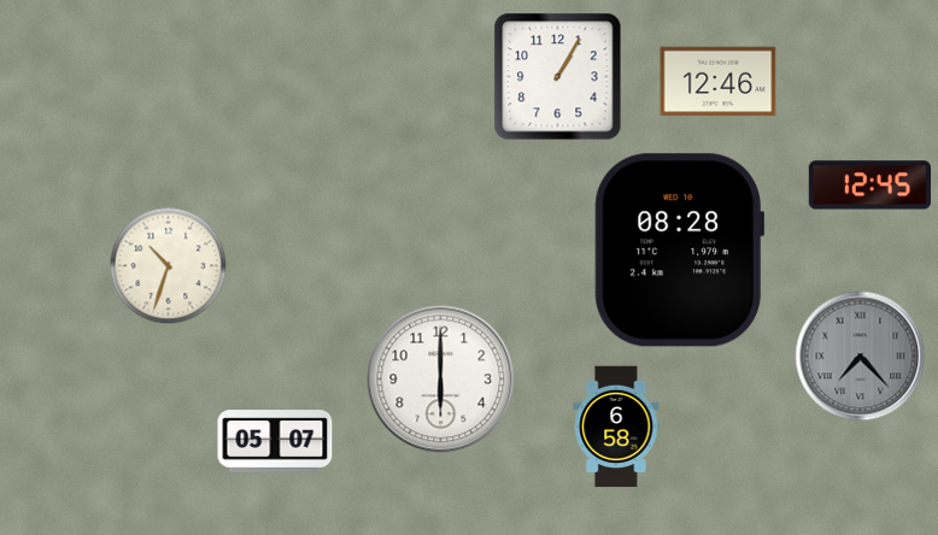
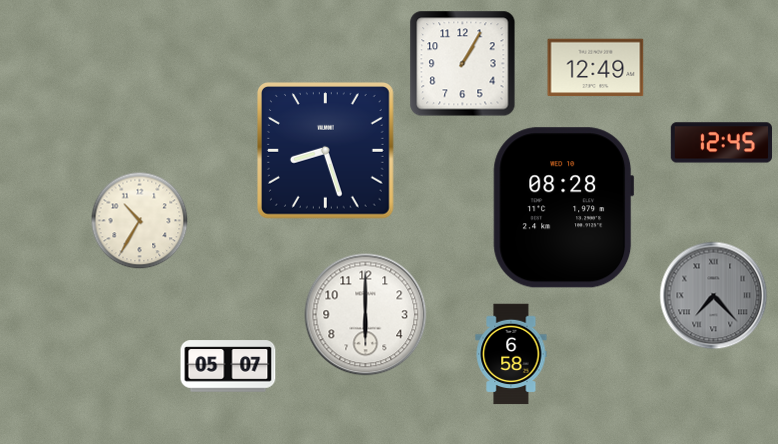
clock at (719, 82): 12:46 -> 12:49
clock at (326, 151): none -> 8:27
clock at (869, 186) position: (869, 186) -> (721, 143)
clock at (169, 266): 10:33 -> 10:35
